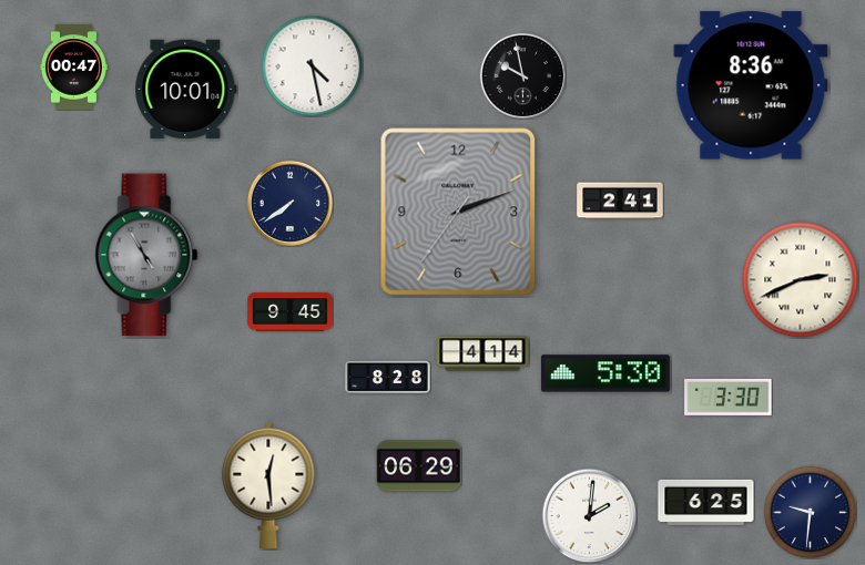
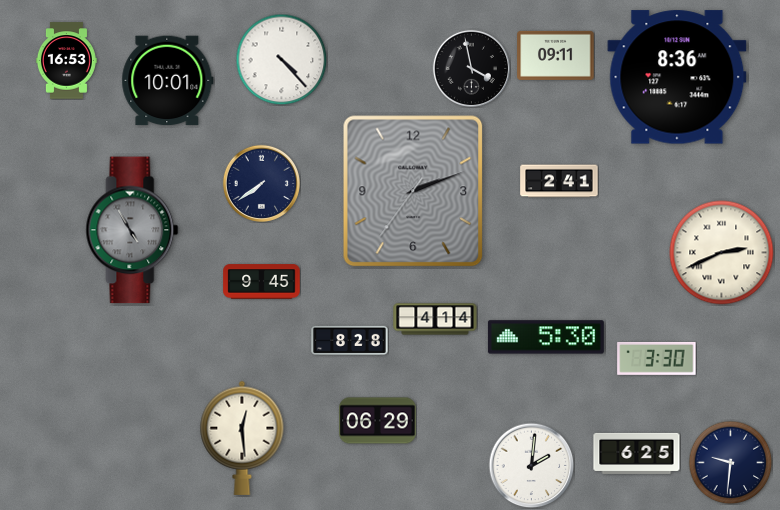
clock at (556, 55): none -> 09:11
clock at (312, 65): 4:28 -> 4:23
clock at (73, 68): 00:47 -> 16:53
clock at (522, 75): 9:58 -> 3:58
